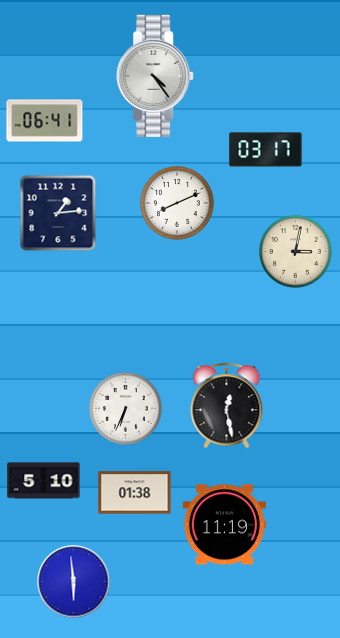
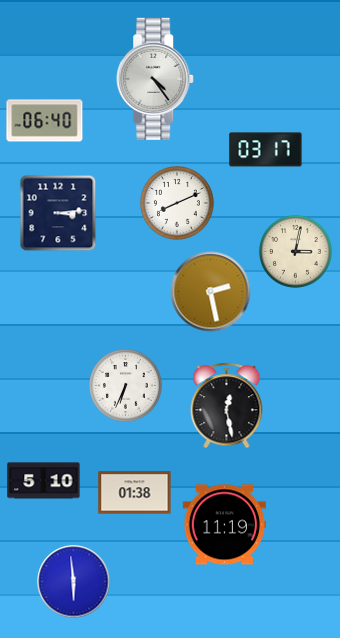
clock at (156, 76) position: (156, 76) -> (156, 79)
clock at (45, 121): 06:41 -> 06:40
clock at (58, 213): 1:14 -> 3:14
clock at (211, 292): none -> 2:28
clock at (126, 409) position: (126, 409) -> (126, 386)
